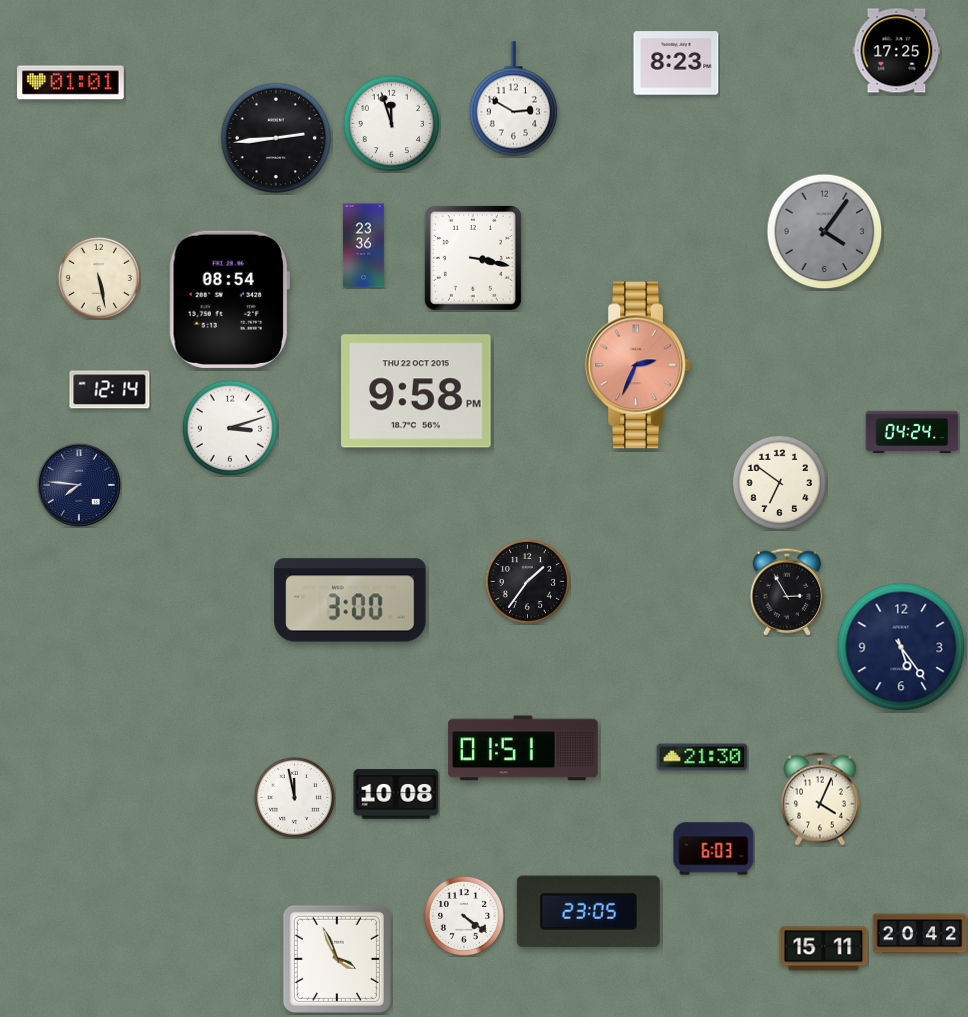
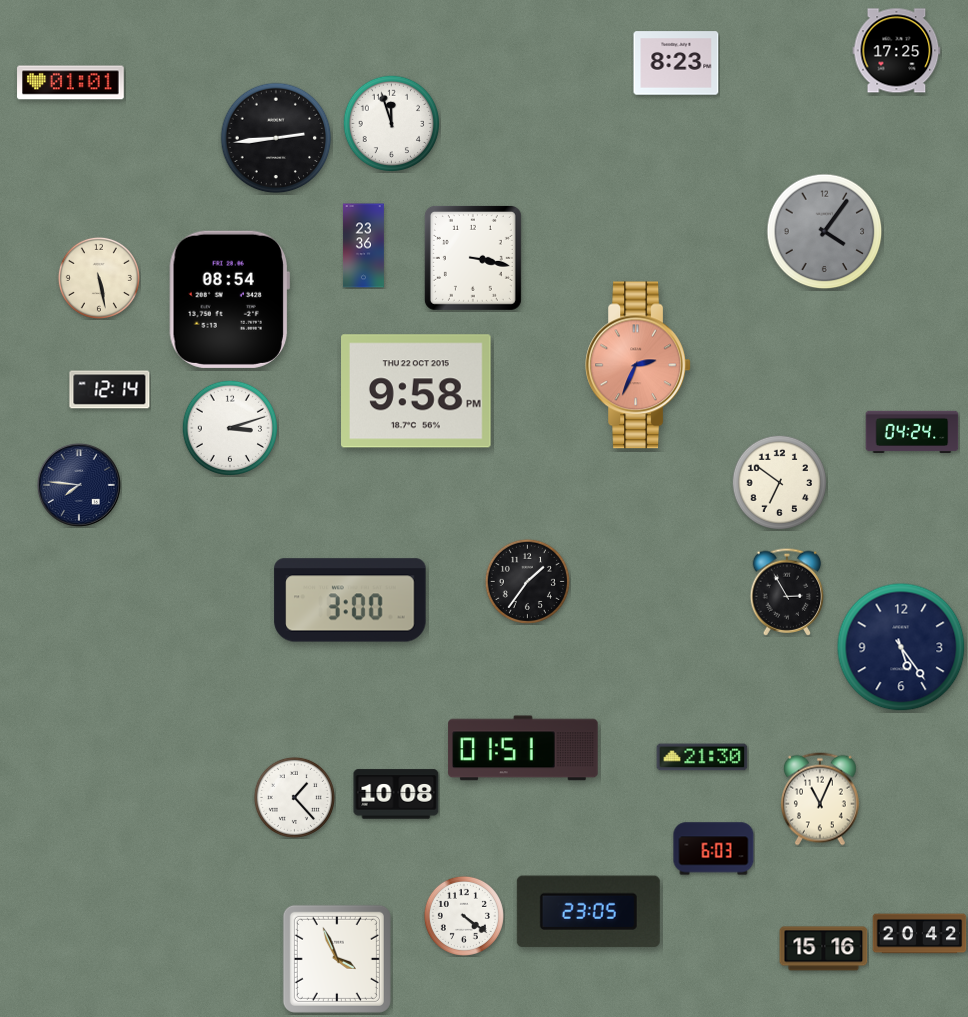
clock at (514, 99): 2:50 -> none
clock at (294, 797): 11:58 -> 1:23
clock at (820, 799): 4:04 -> 11:04
clock at (824, 949): 15:11 -> 15:16
